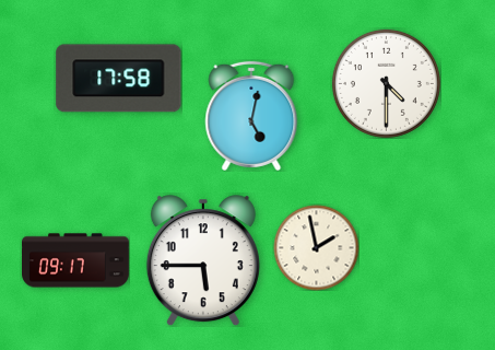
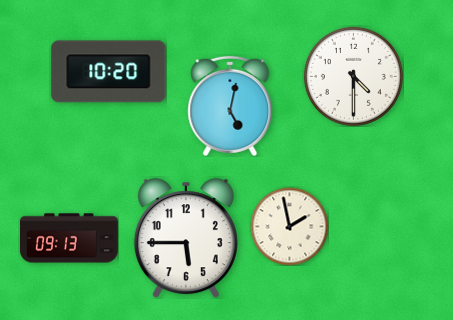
clock at (119, 79): 17:58 -> 10:20
clock at (76, 260): 09:17 -> 09:13
